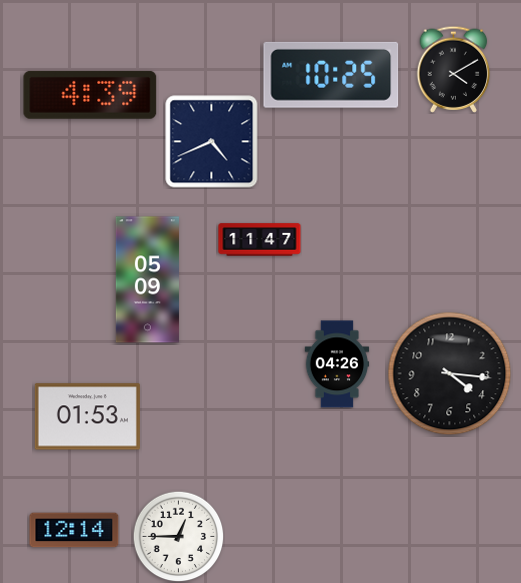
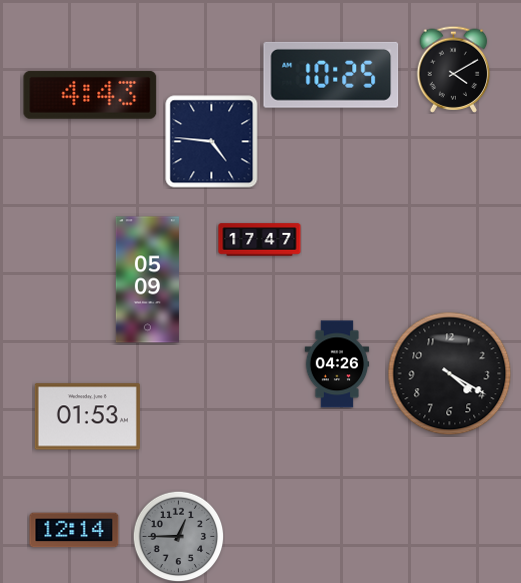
clock at (90, 95): 4:39 -> 4:43
clock at (212, 142): 4:41 -> 4:46
clock at (260, 240): 11:47 -> 17:47
clock at (450, 374): 4:16 -> 4:20
clock at (178, 536) dial: white -> grey
